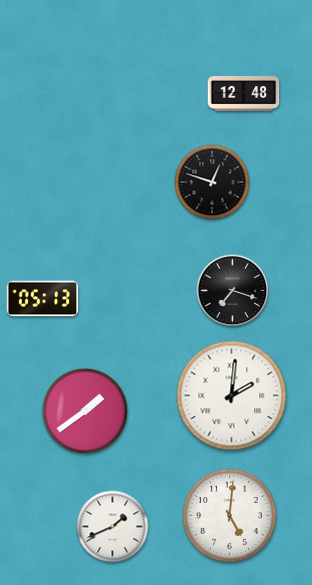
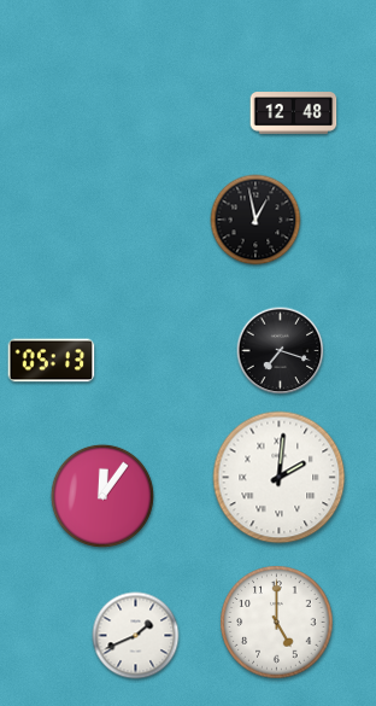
clock at (212, 182): 12:48 -> 12:58
clock at (85, 411): 1:39 -> 12:06
clock at (230, 516): 5:01 -> 5:00
